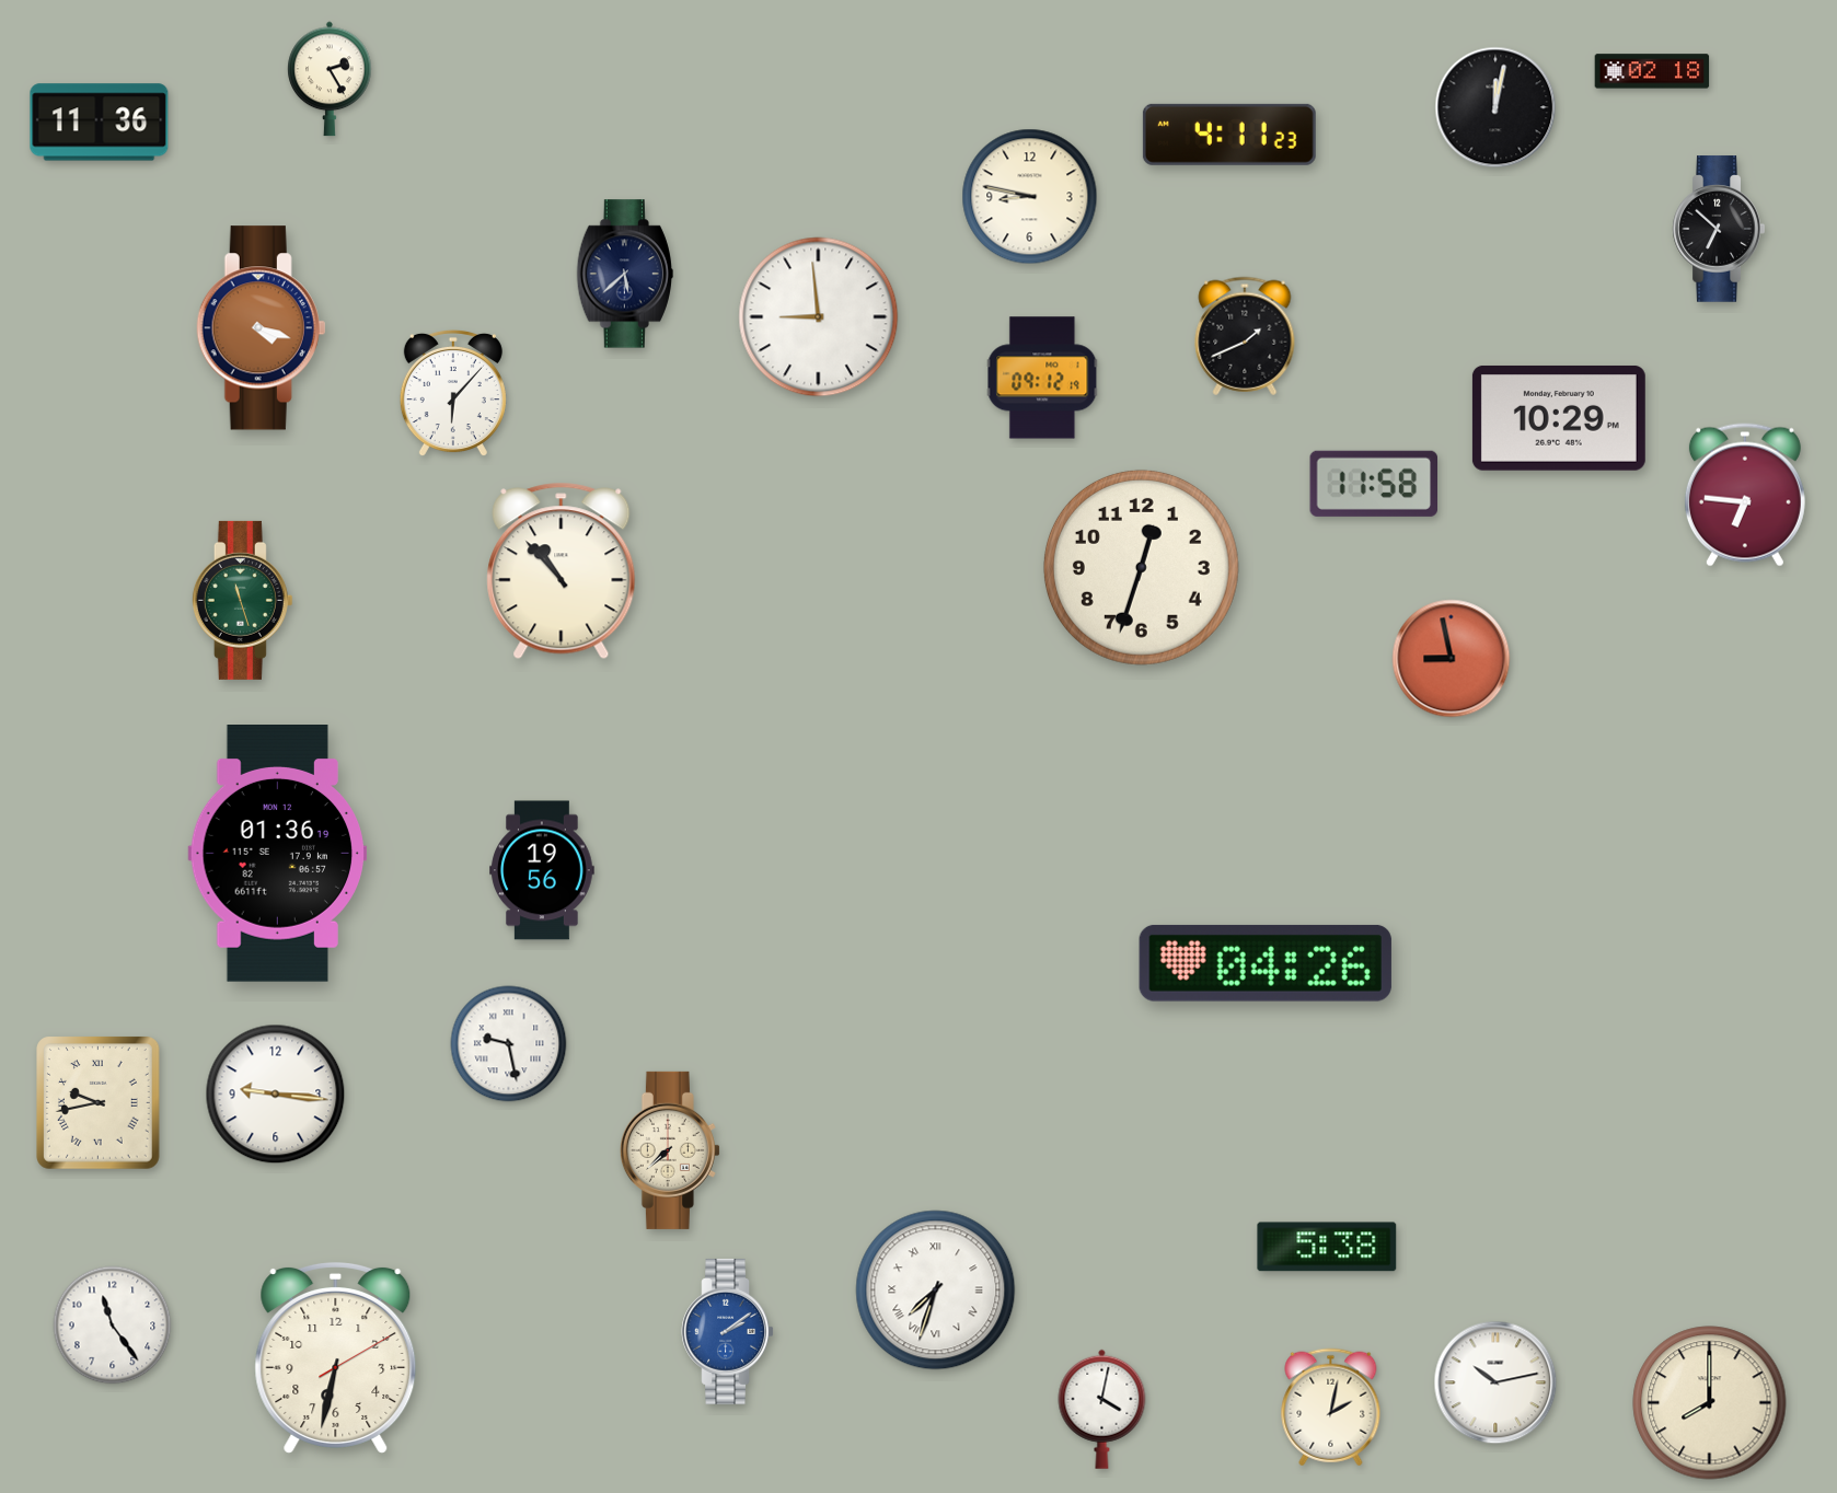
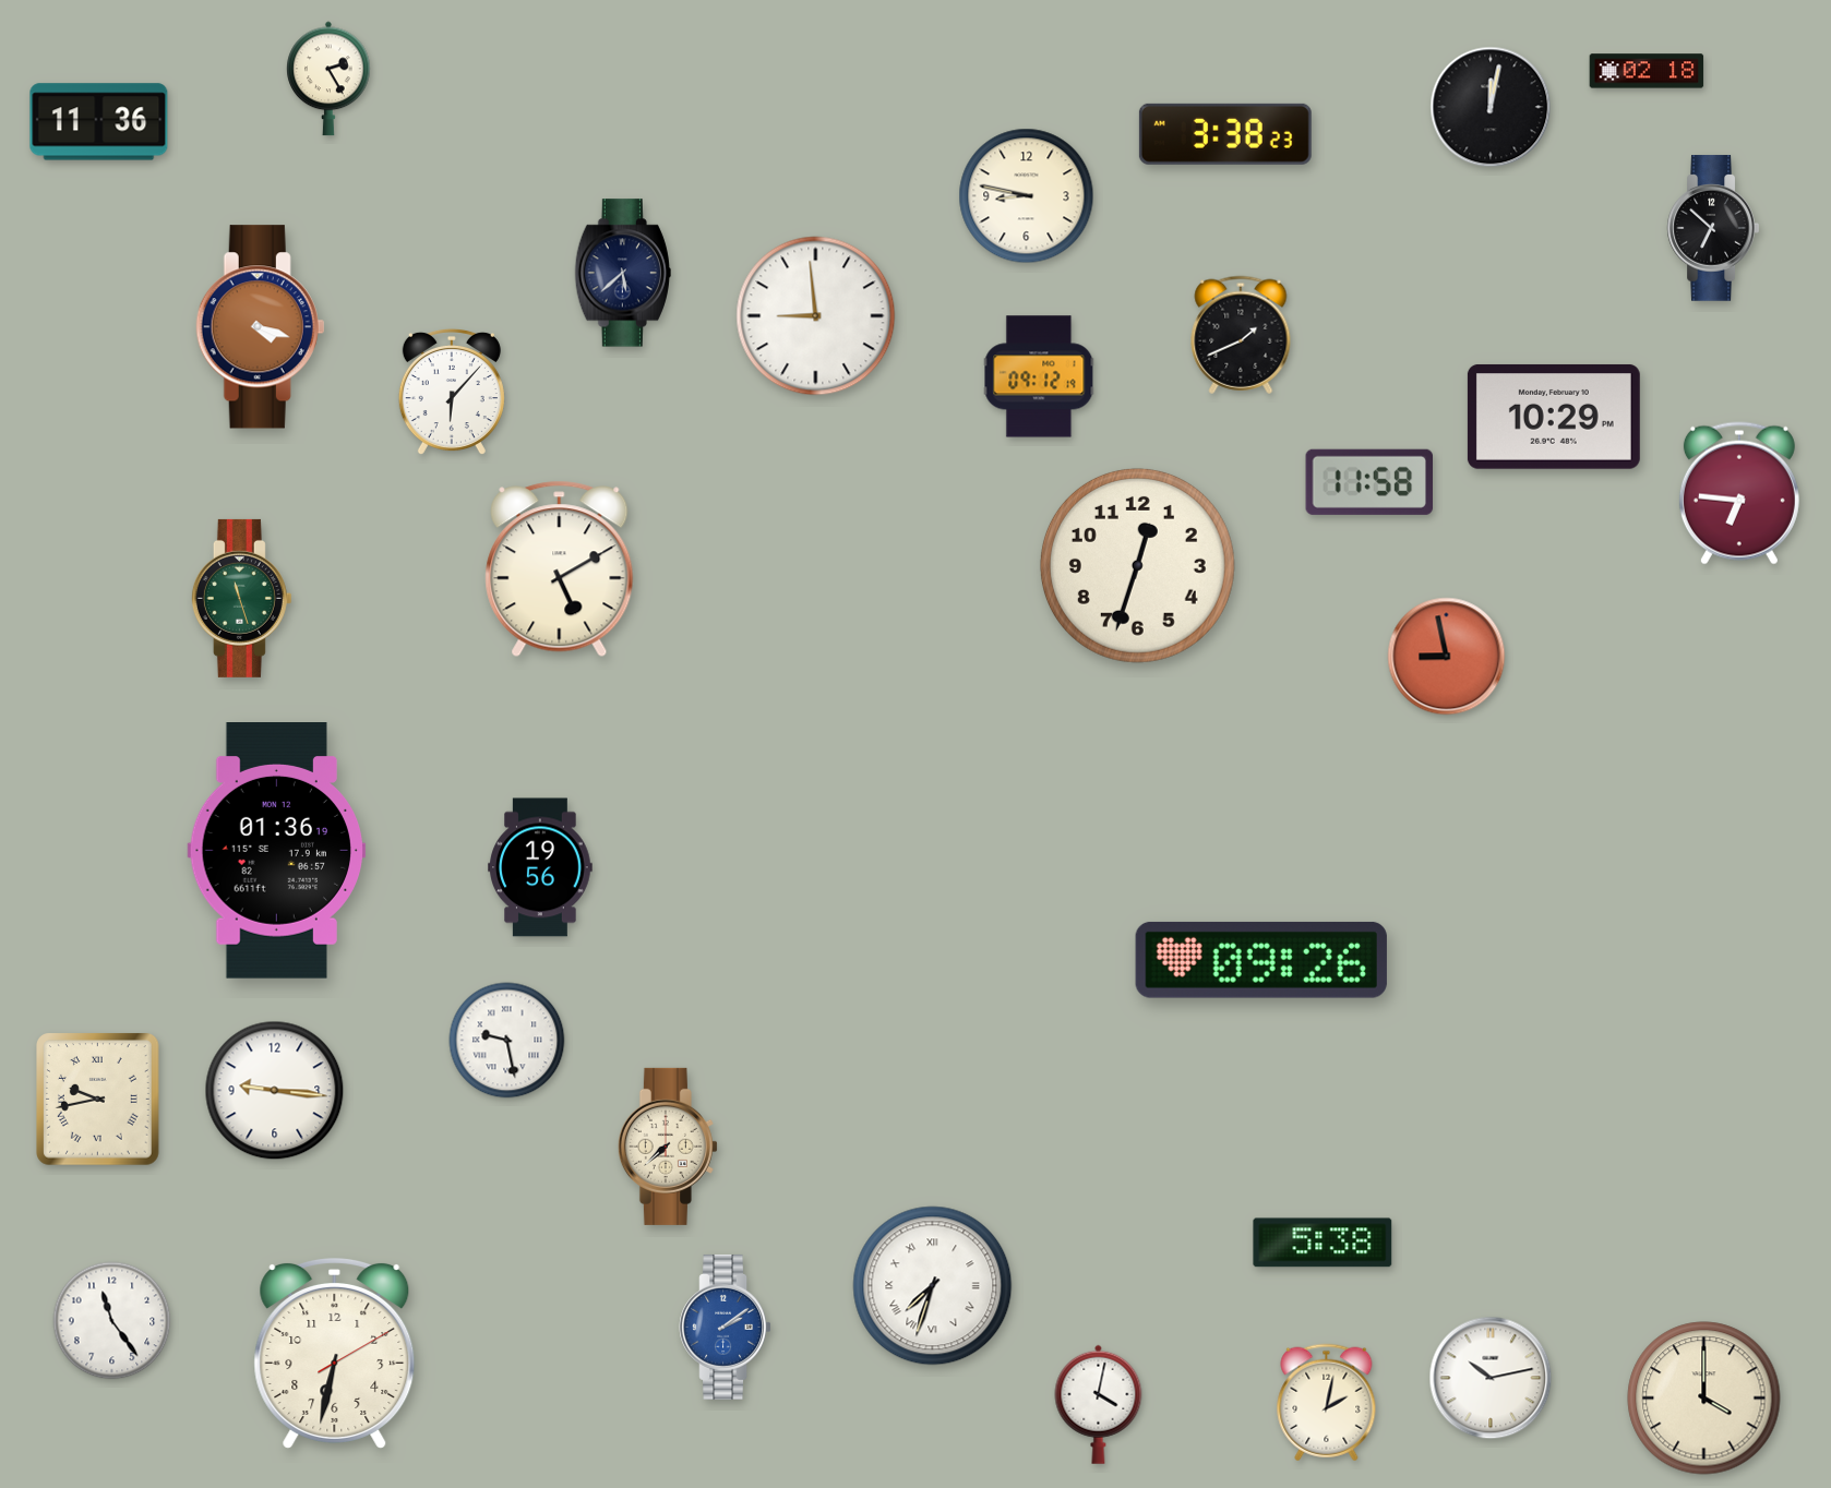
clock at (1229, 135): 4:11 -> 3:38
clock at (562, 571): 10:53 -> 5:10
clock at (1266, 963): 04:26 -> 09:26
clock at (1710, 1403): 8:00 -> 4:00
